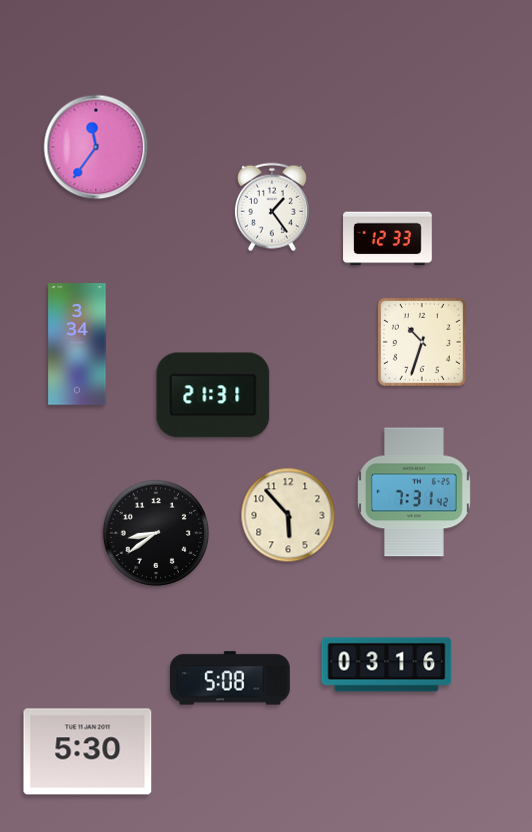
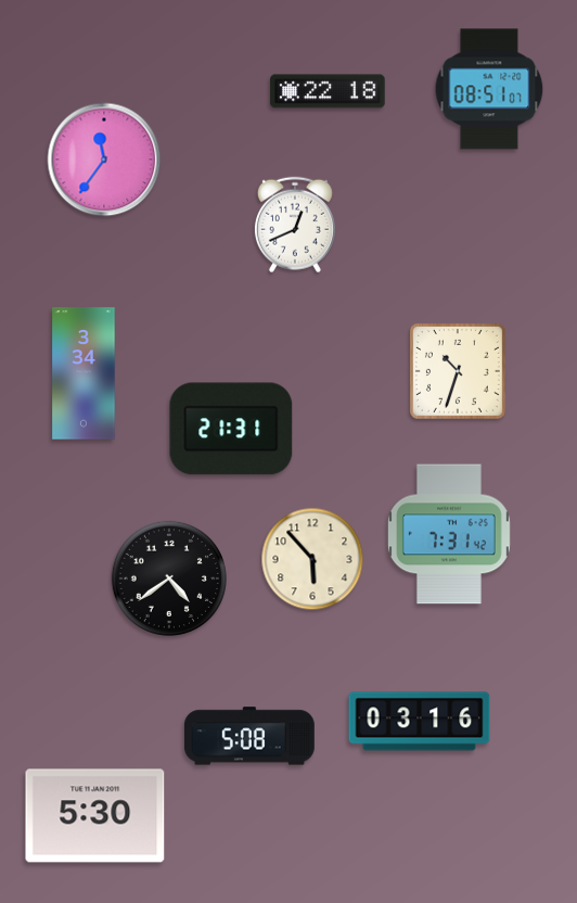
clock at (489, 89): none -> 08:51
clock at (328, 91): none -> 22:18
clock at (272, 207): 1:24 -> 12:41
clock at (388, 239): 12:33 -> none
clock at (156, 533): 8:39 -> 4:39
